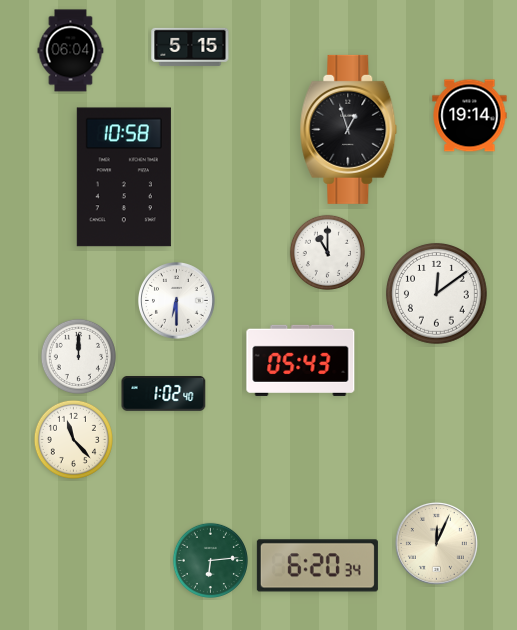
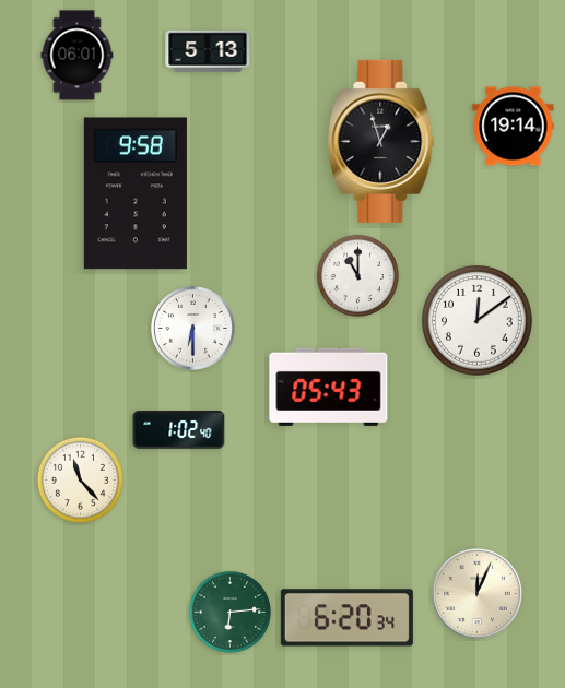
clock at (190, 47): 5:15 -> 5:13
clock at (71, 51): 06:04 -> 06:01
clock at (124, 177): 10:58 -> 9:58
clock at (78, 356): 12:00 -> none
clock at (301, 360) position: (301, 360) -> (329, 387)
